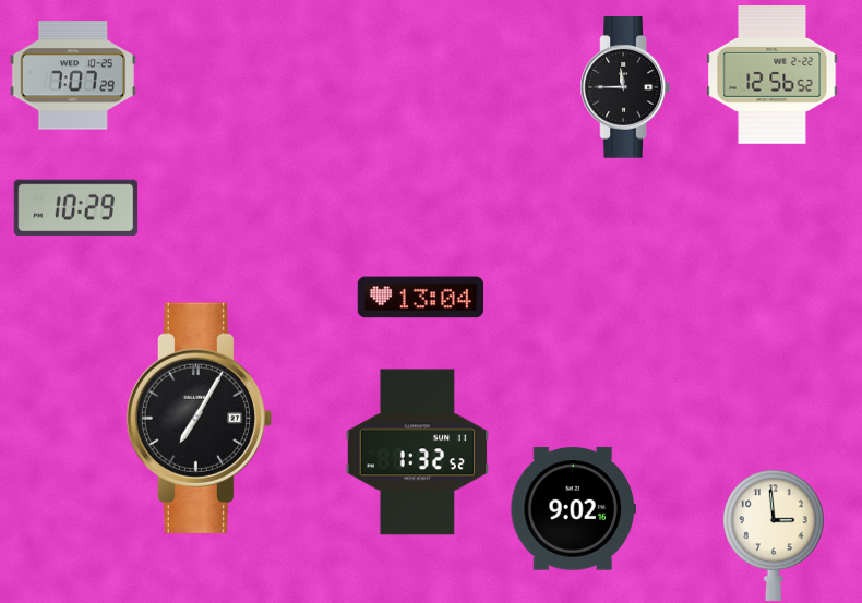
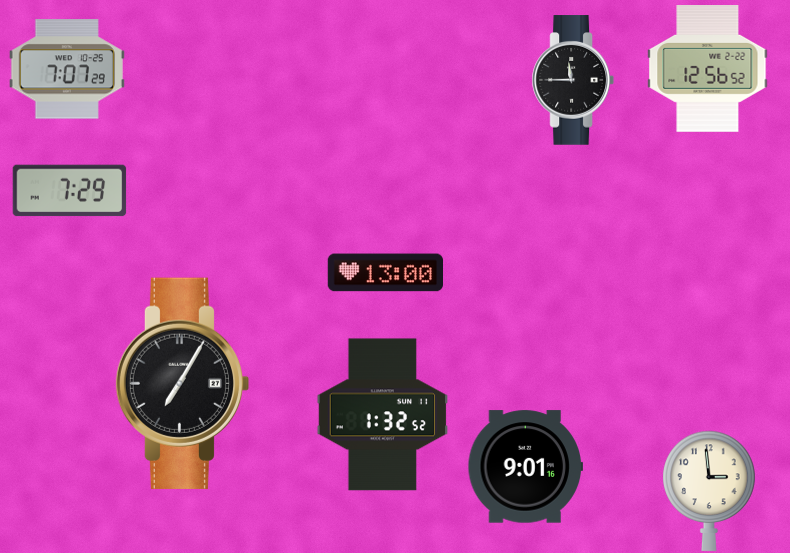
clock at (76, 208): 10:29 -> 7:29
clock at (420, 298): 13:04 -> 13:00
clock at (573, 509): 9:02 -> 9:01
